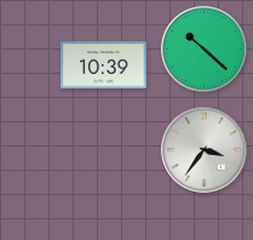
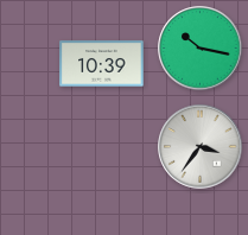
clock at (205, 50): 10:22 -> 10:17
